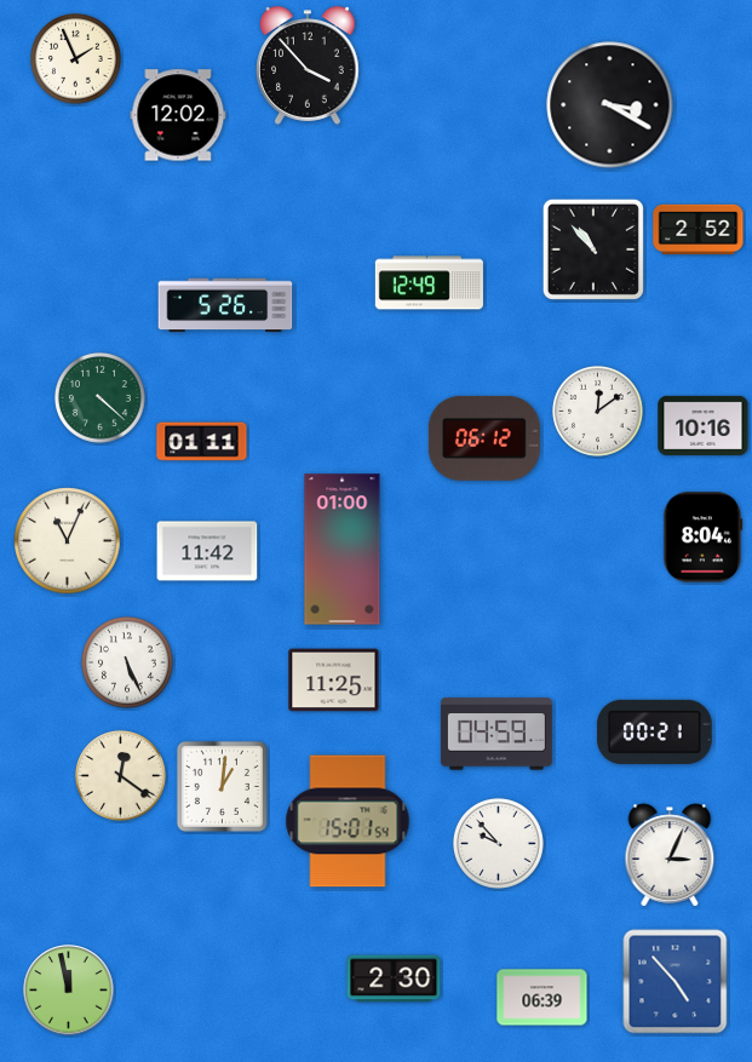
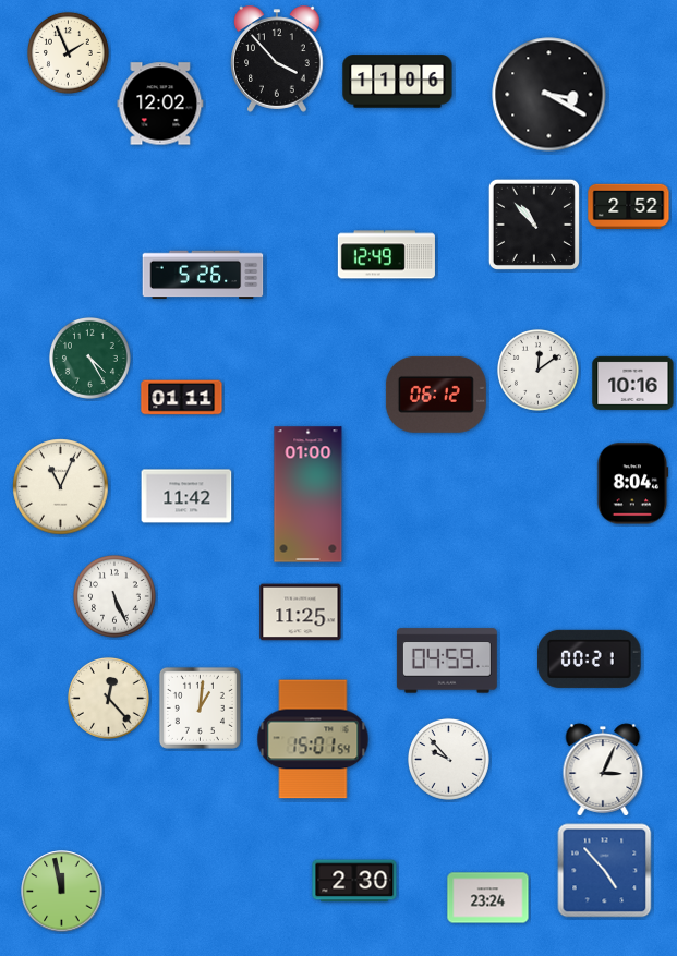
clock at (398, 82): none -> 11:06
clock at (101, 398): 4:22 -> 4:25
clock at (121, 776): 12:21 -> 12:23
clock at (676, 982) position: (676, 982) -> (605, 871)
clock at (543, 998): 06:39 -> 23:24
